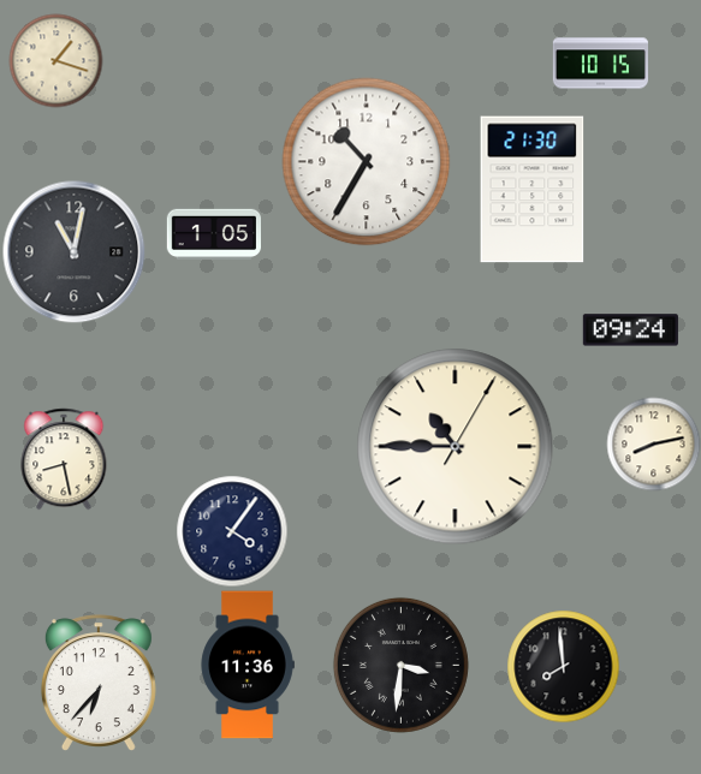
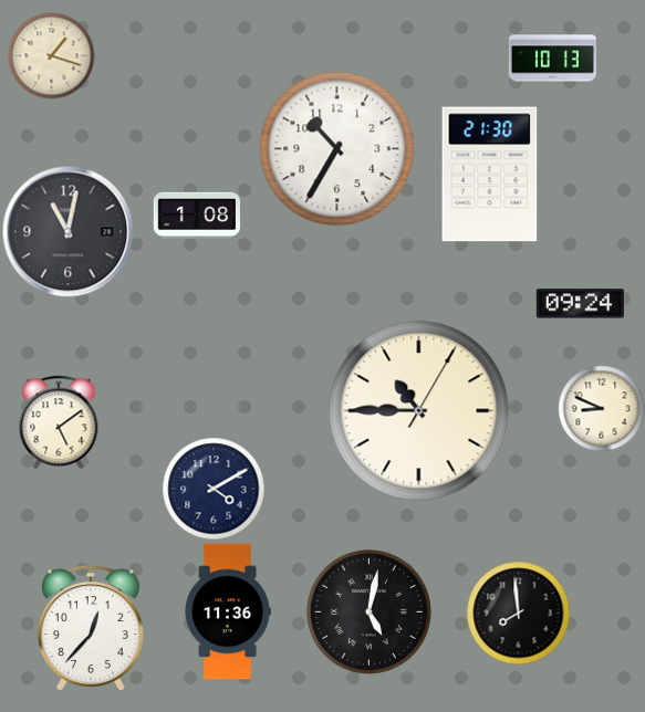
clock at (600, 64): 10:15 -> 10:13
clock at (213, 234): 1:05 -> 1:08
clock at (653, 443): 8:13 -> 8:49
clock at (64, 459): 8:28 -> 5:09
clock at (232, 531): 4:06 -> 4:10
clock at (400, 665): 3:31 -> 5:02
clock at (99, 683): 6:37 -> 12:37
